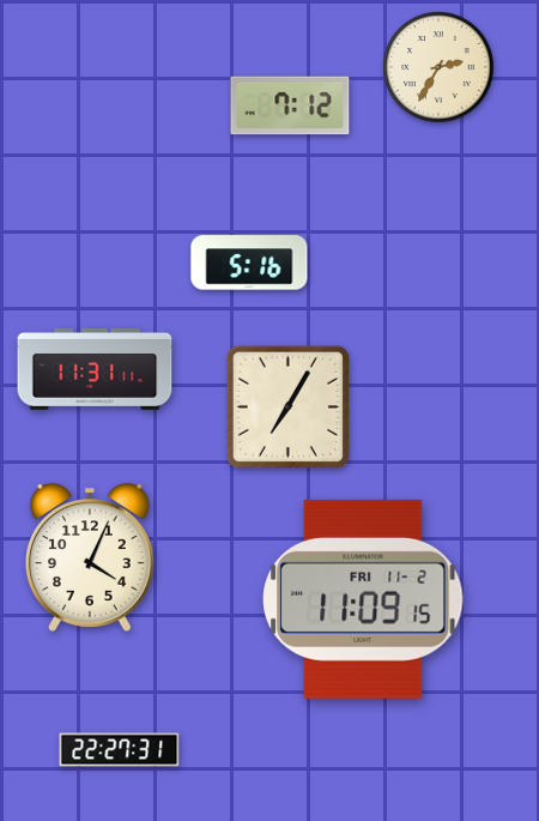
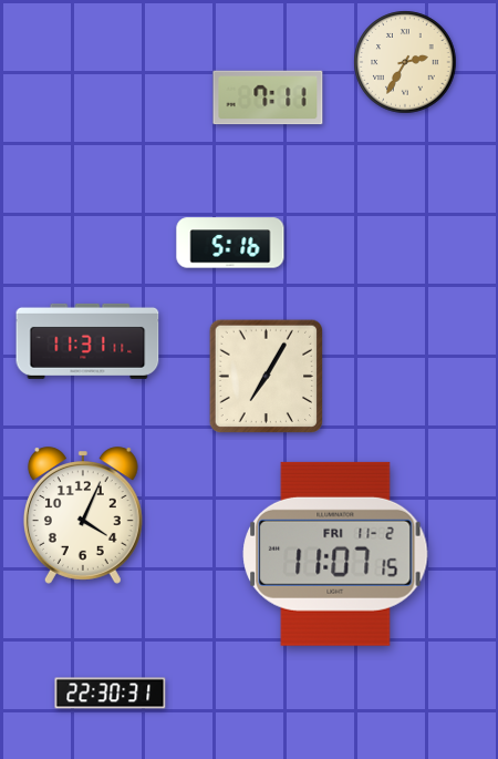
clock at (290, 105): 7:12 -> 7:11
clock at (363, 599): 11:09 -> 11:07
clock at (120, 750): 22:27 -> 22:30
